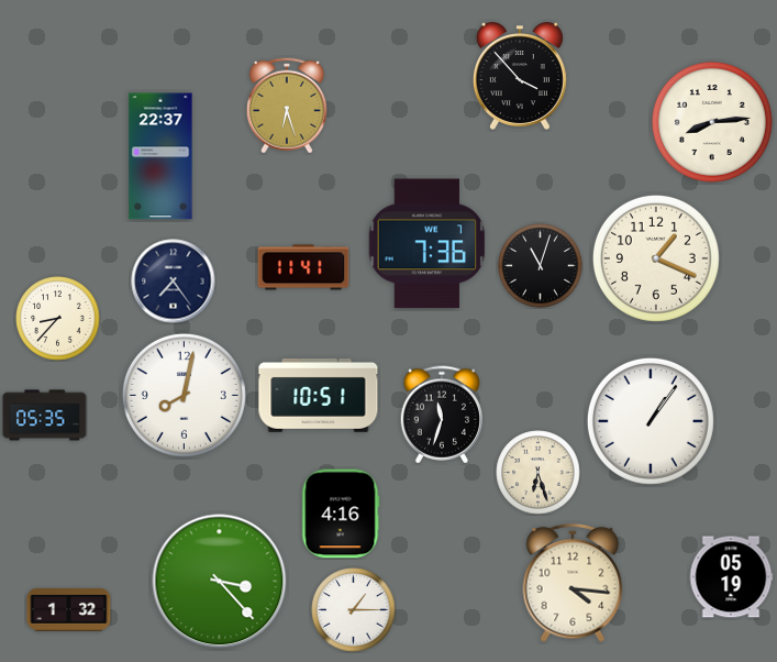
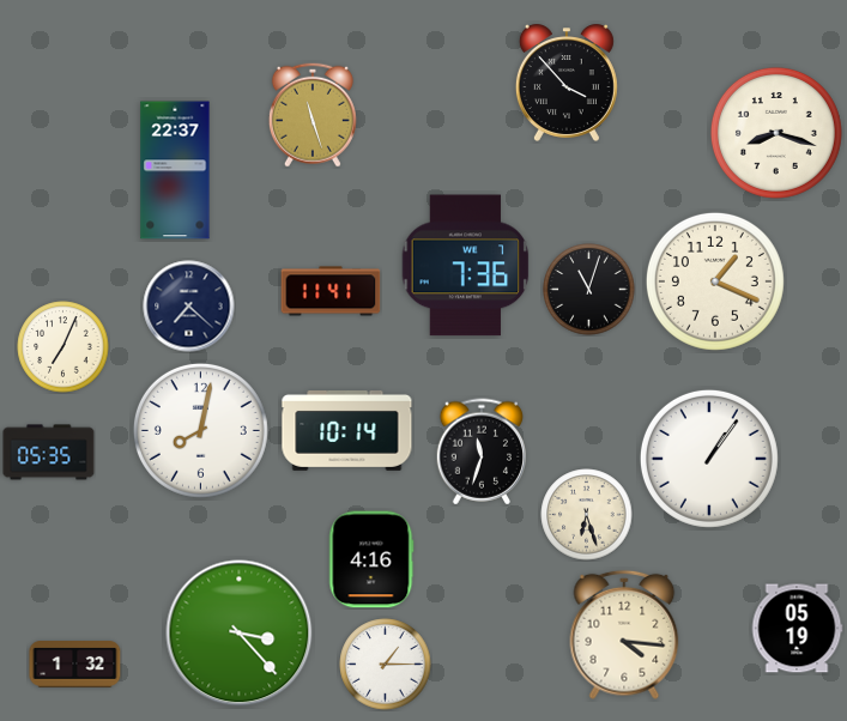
clock at (287, 106): 6:27 -> 11:27
clock at (712, 122): 8:14 -> 8:18
clock at (174, 282): 7:24 -> 7:22
clock at (58, 319): 8:37 -> 7:04
clock at (319, 396): 10:51 -> 10:14
